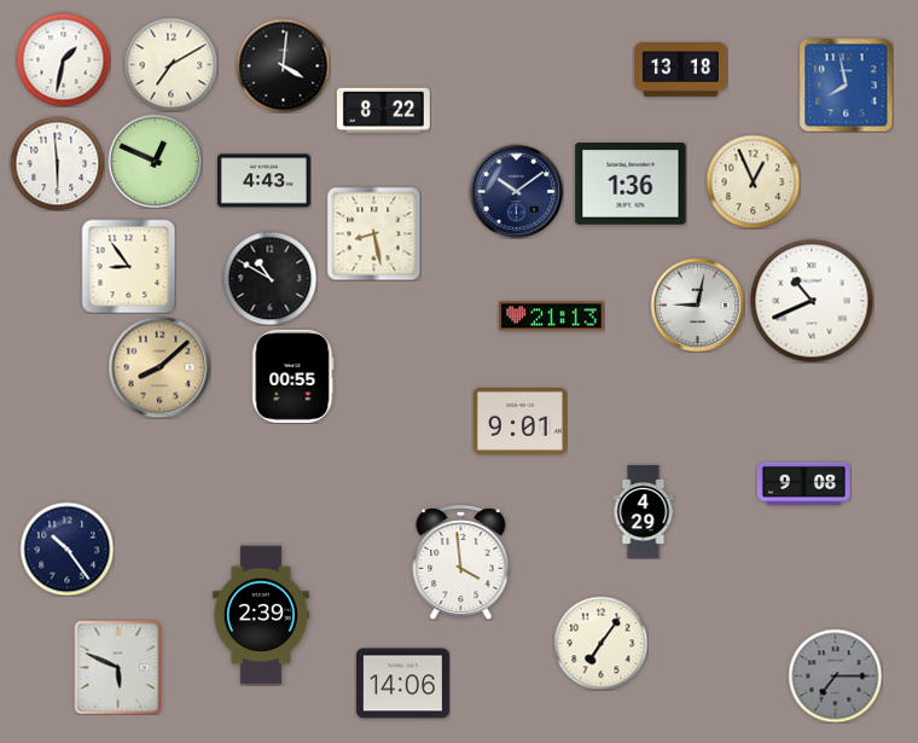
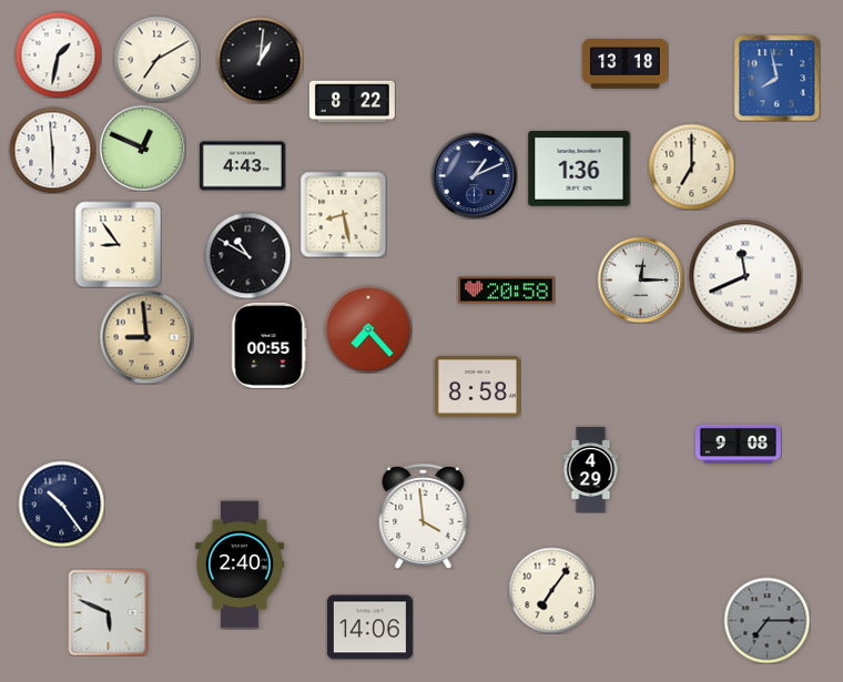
clock at (283, 65): 4:01 -> 1:01
clock at (753, 181): 12:56 -> 7:00
clock at (516, 191): 10:09 -> 1:11
clock at (812, 301): 10:41 -> 11:41
clock at (697, 304): 9:02 -> 12:15
clock at (552, 317): 21:13 -> 20:58
clock at (368, 329): none -> 7:23
clock at (159, 367): 8:08 -> 8:59
clock at (519, 420): 9:01 -> 8:58
clock at (261, 615): 2:39 -> 2:40
